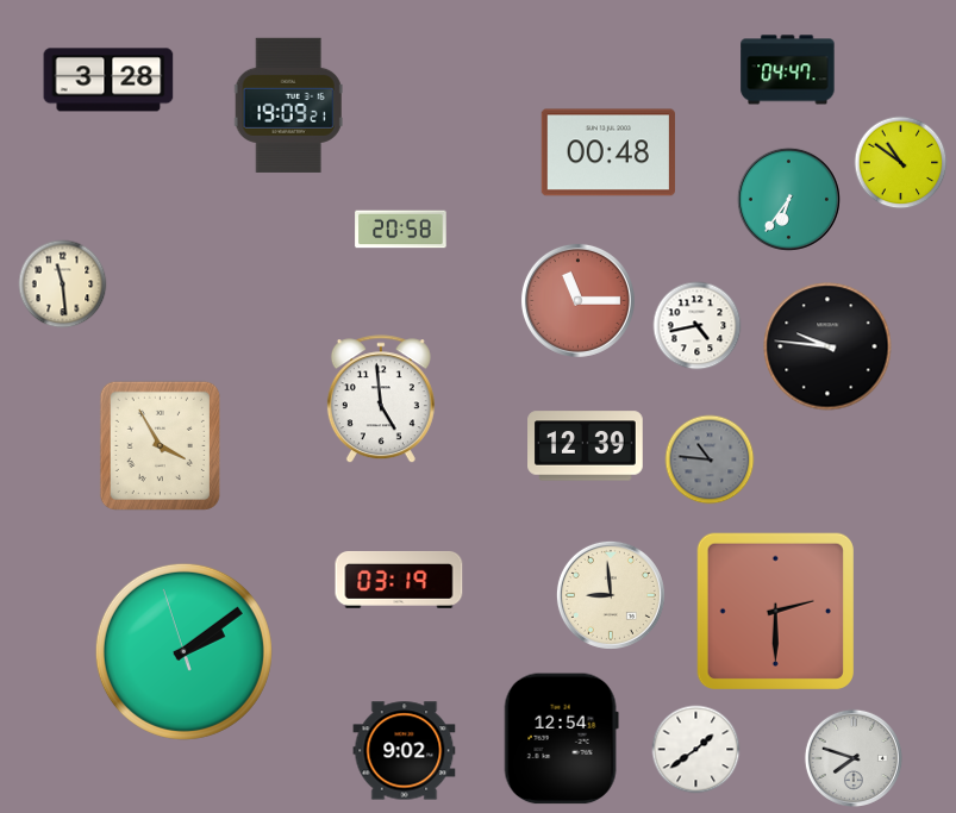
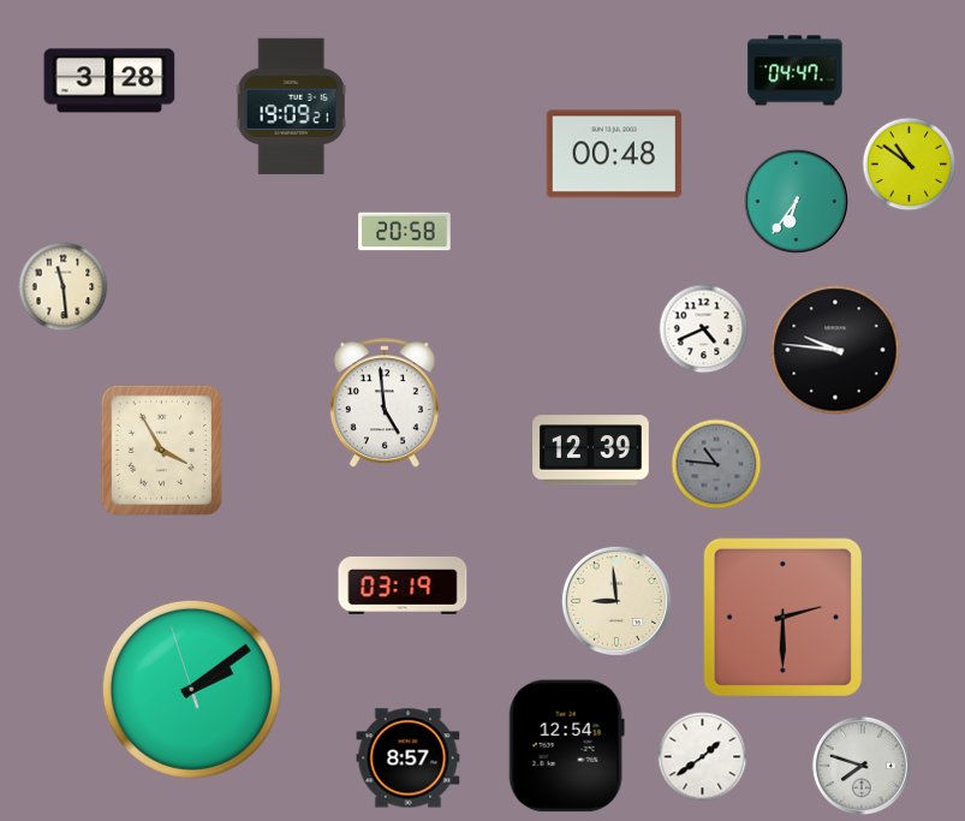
clock at (577, 300): 11:15 -> none
clock at (698, 326): 4:43 -> 4:41
clock at (183, 651) position: (183, 651) -> (191, 689)
clock at (405, 751): 9:02 -> 8:57
